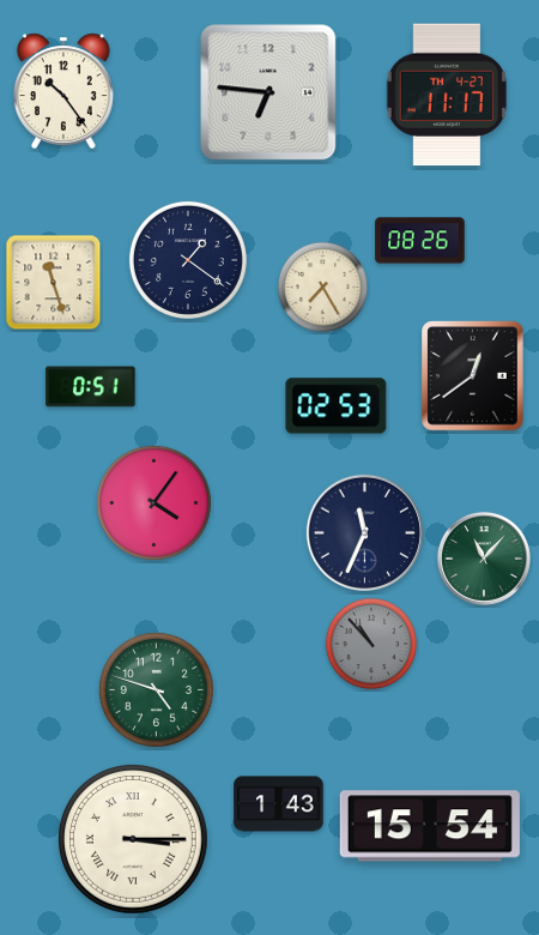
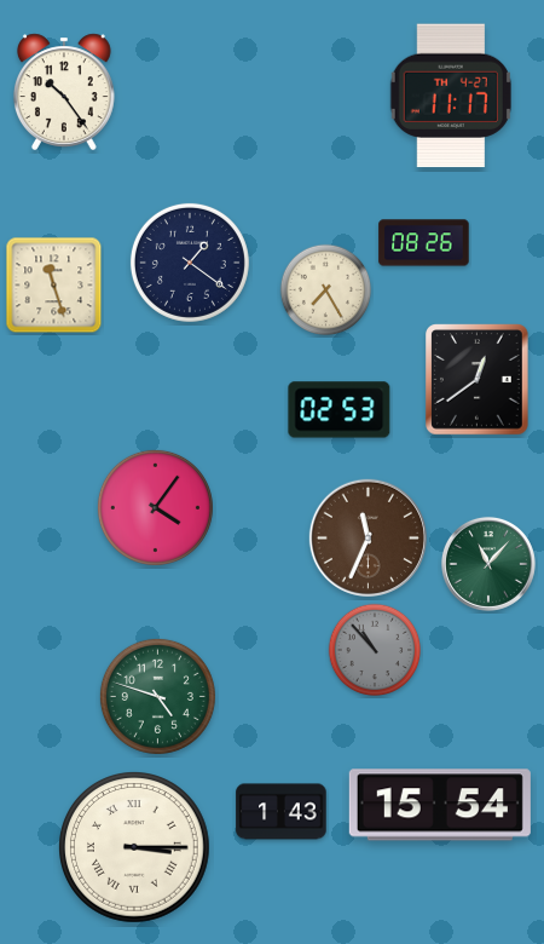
clock at (268, 92): 6:46 -> none
clock at (91, 387): 0:51 -> none
clock at (364, 532) dial: navy -> brown
clock at (430, 826) position: (430, 826) -> (440, 805)
